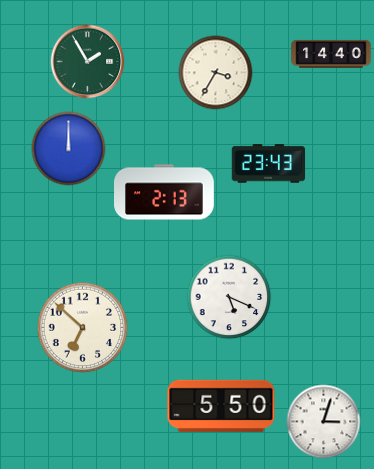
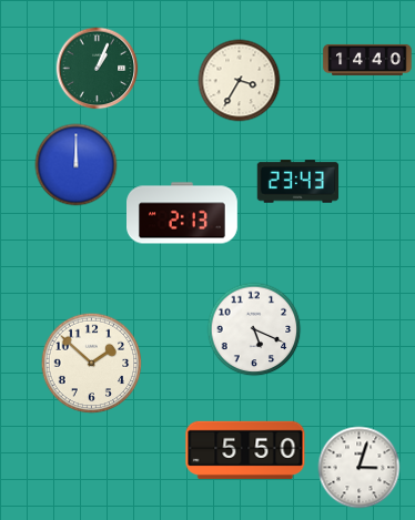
clock at (88, 62): 1:55 -> 1:04
clock at (83, 328): 6:52 -> 1:52
